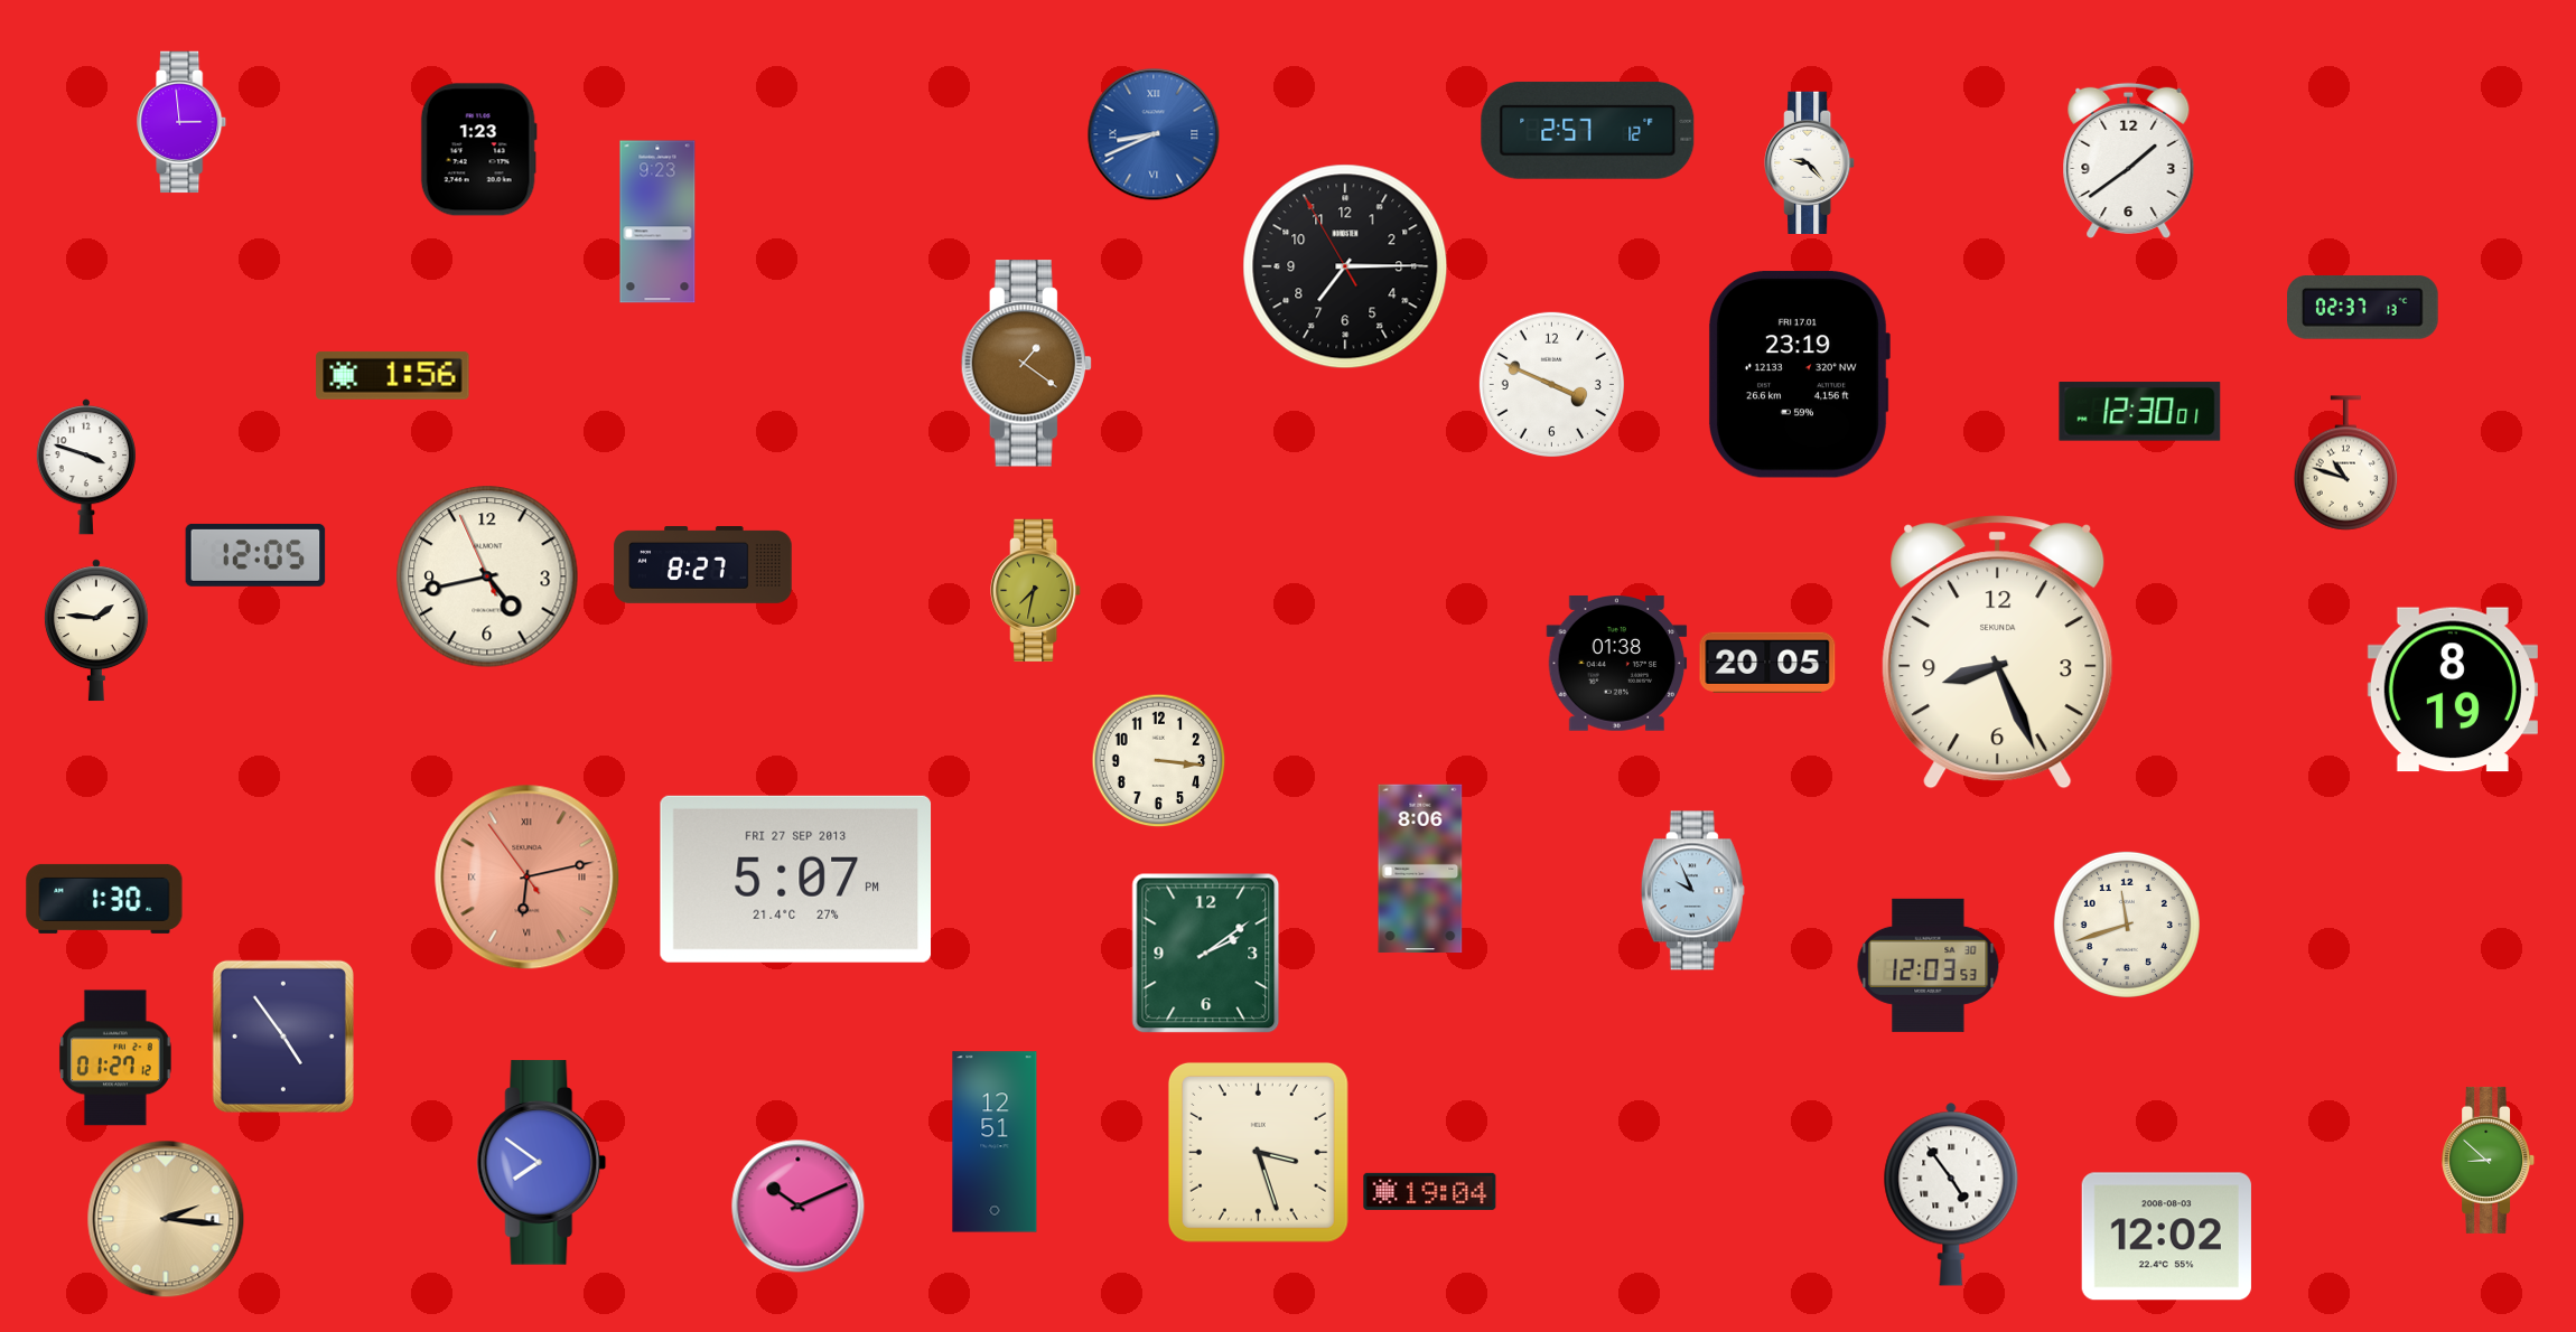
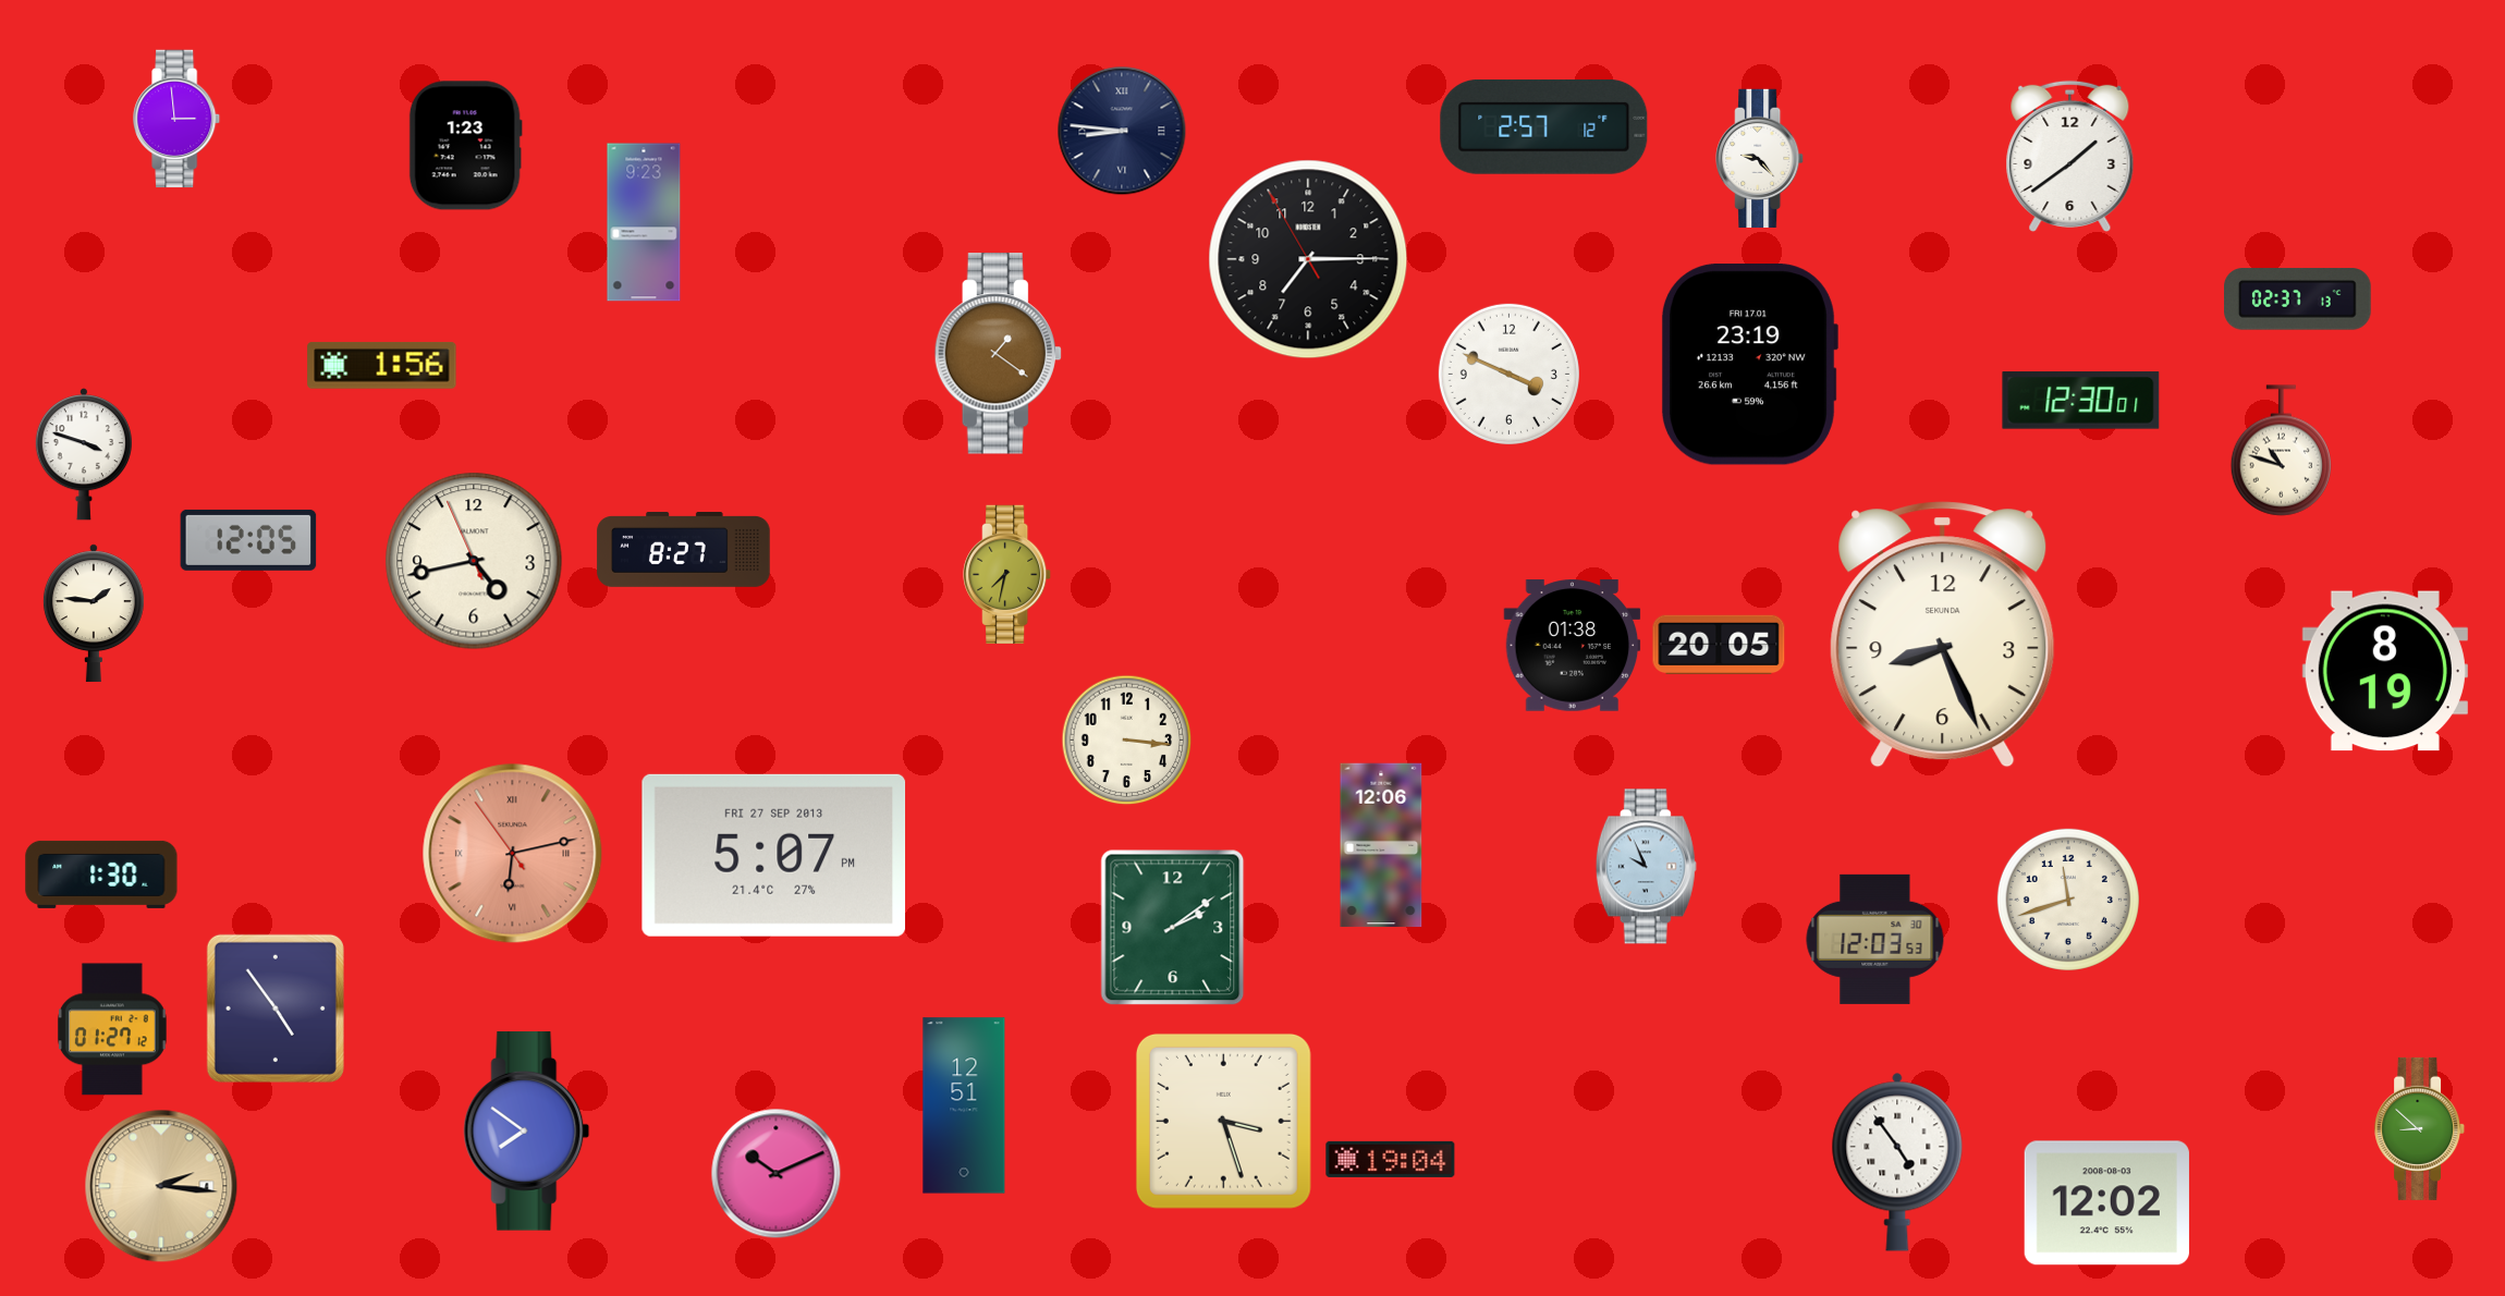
clock at (1154, 134): 8:41 -> 8:46
clock at (1154, 134) dial: blue -> navy
clock at (657, 222) position: (657, 222) -> (644, 222)
clock at (1420, 869): 8:06 -> 12:06
clock at (995, 1142) position: (995, 1142) -> (964, 1105)
